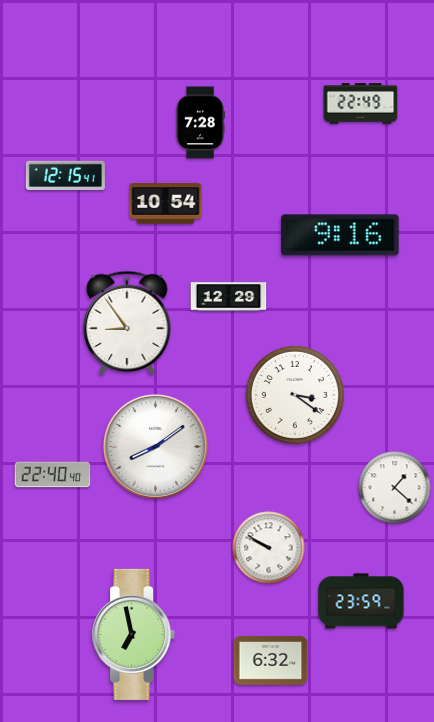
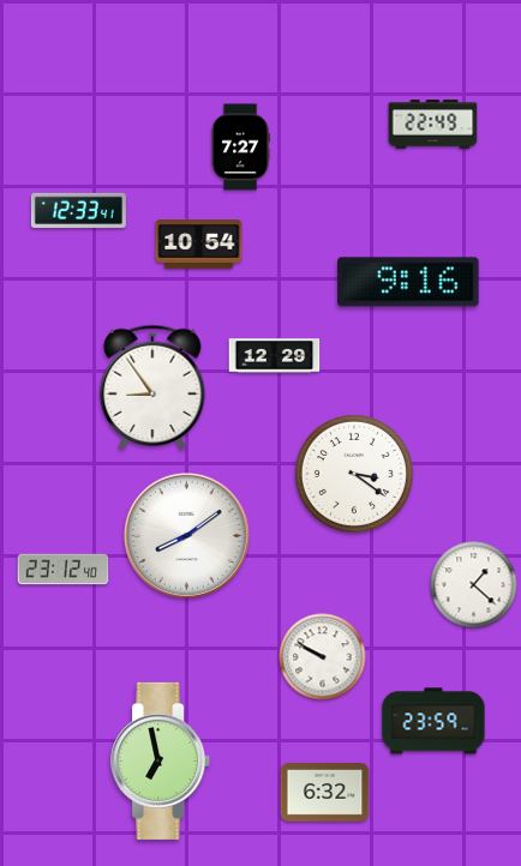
clock at (200, 123): 7:28 -> 7:27
clock at (65, 175): 12:15 -> 12:33
clock at (53, 475): 22:40 -> 23:12
